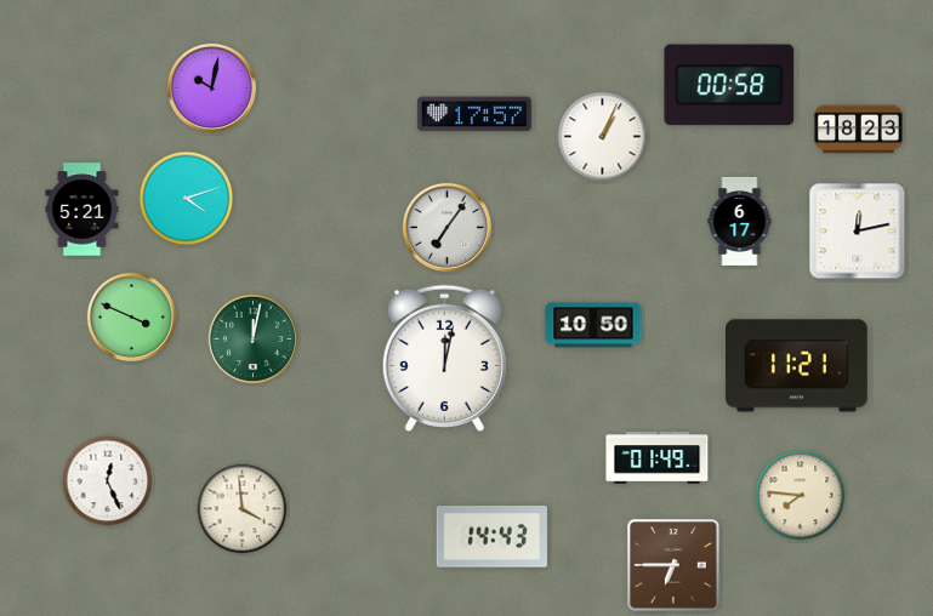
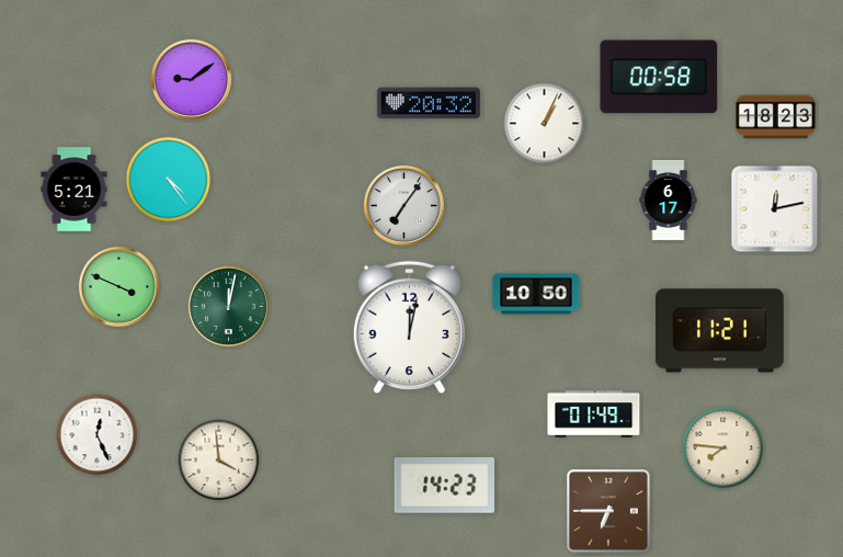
clock at (211, 87): 10:02 -> 9:09
clock at (474, 114): 17:57 -> 20:32
clock at (187, 199): 4:12 -> 4:24
clock at (444, 358) position: (444, 358) -> (409, 327)
clock at (491, 537): 14:43 -> 14:23
